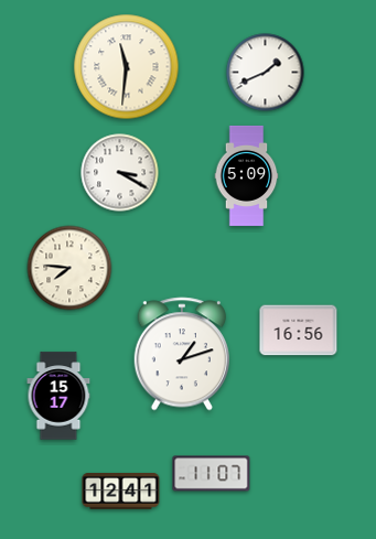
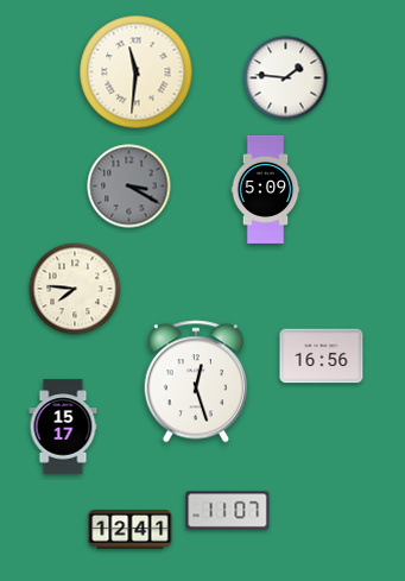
clock at (266, 73): 1:41 -> 1:46
clock at (120, 173) dial: white -> grey
clock at (181, 354): 1:12 -> 12:27
